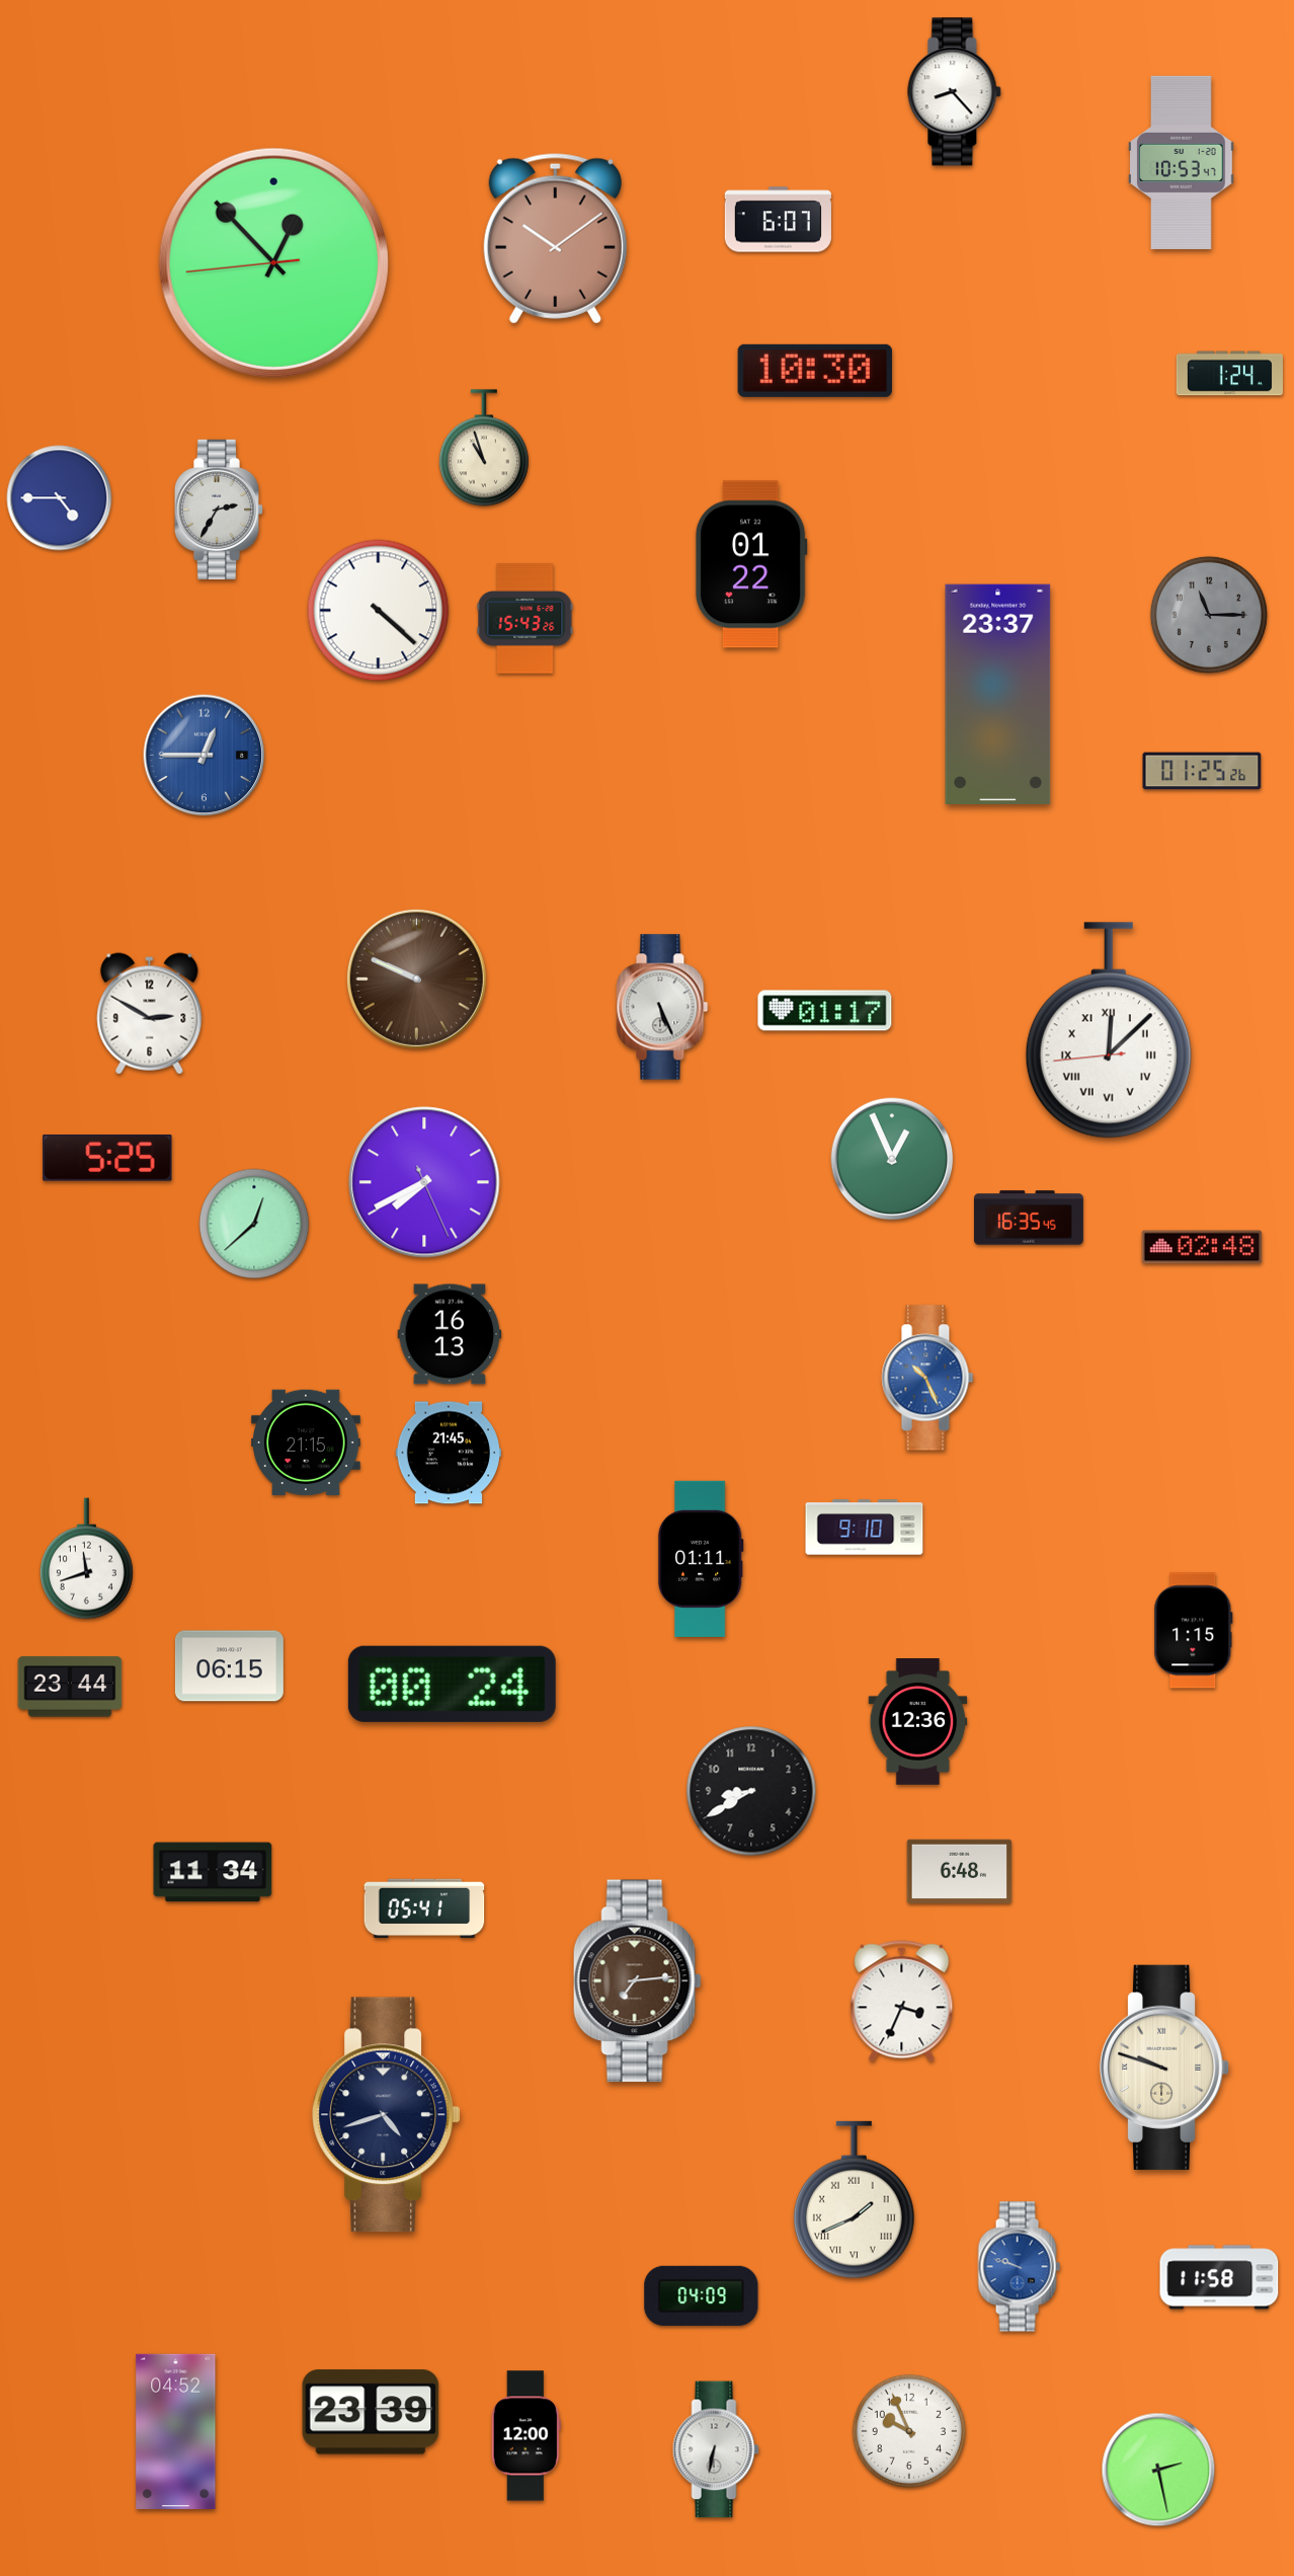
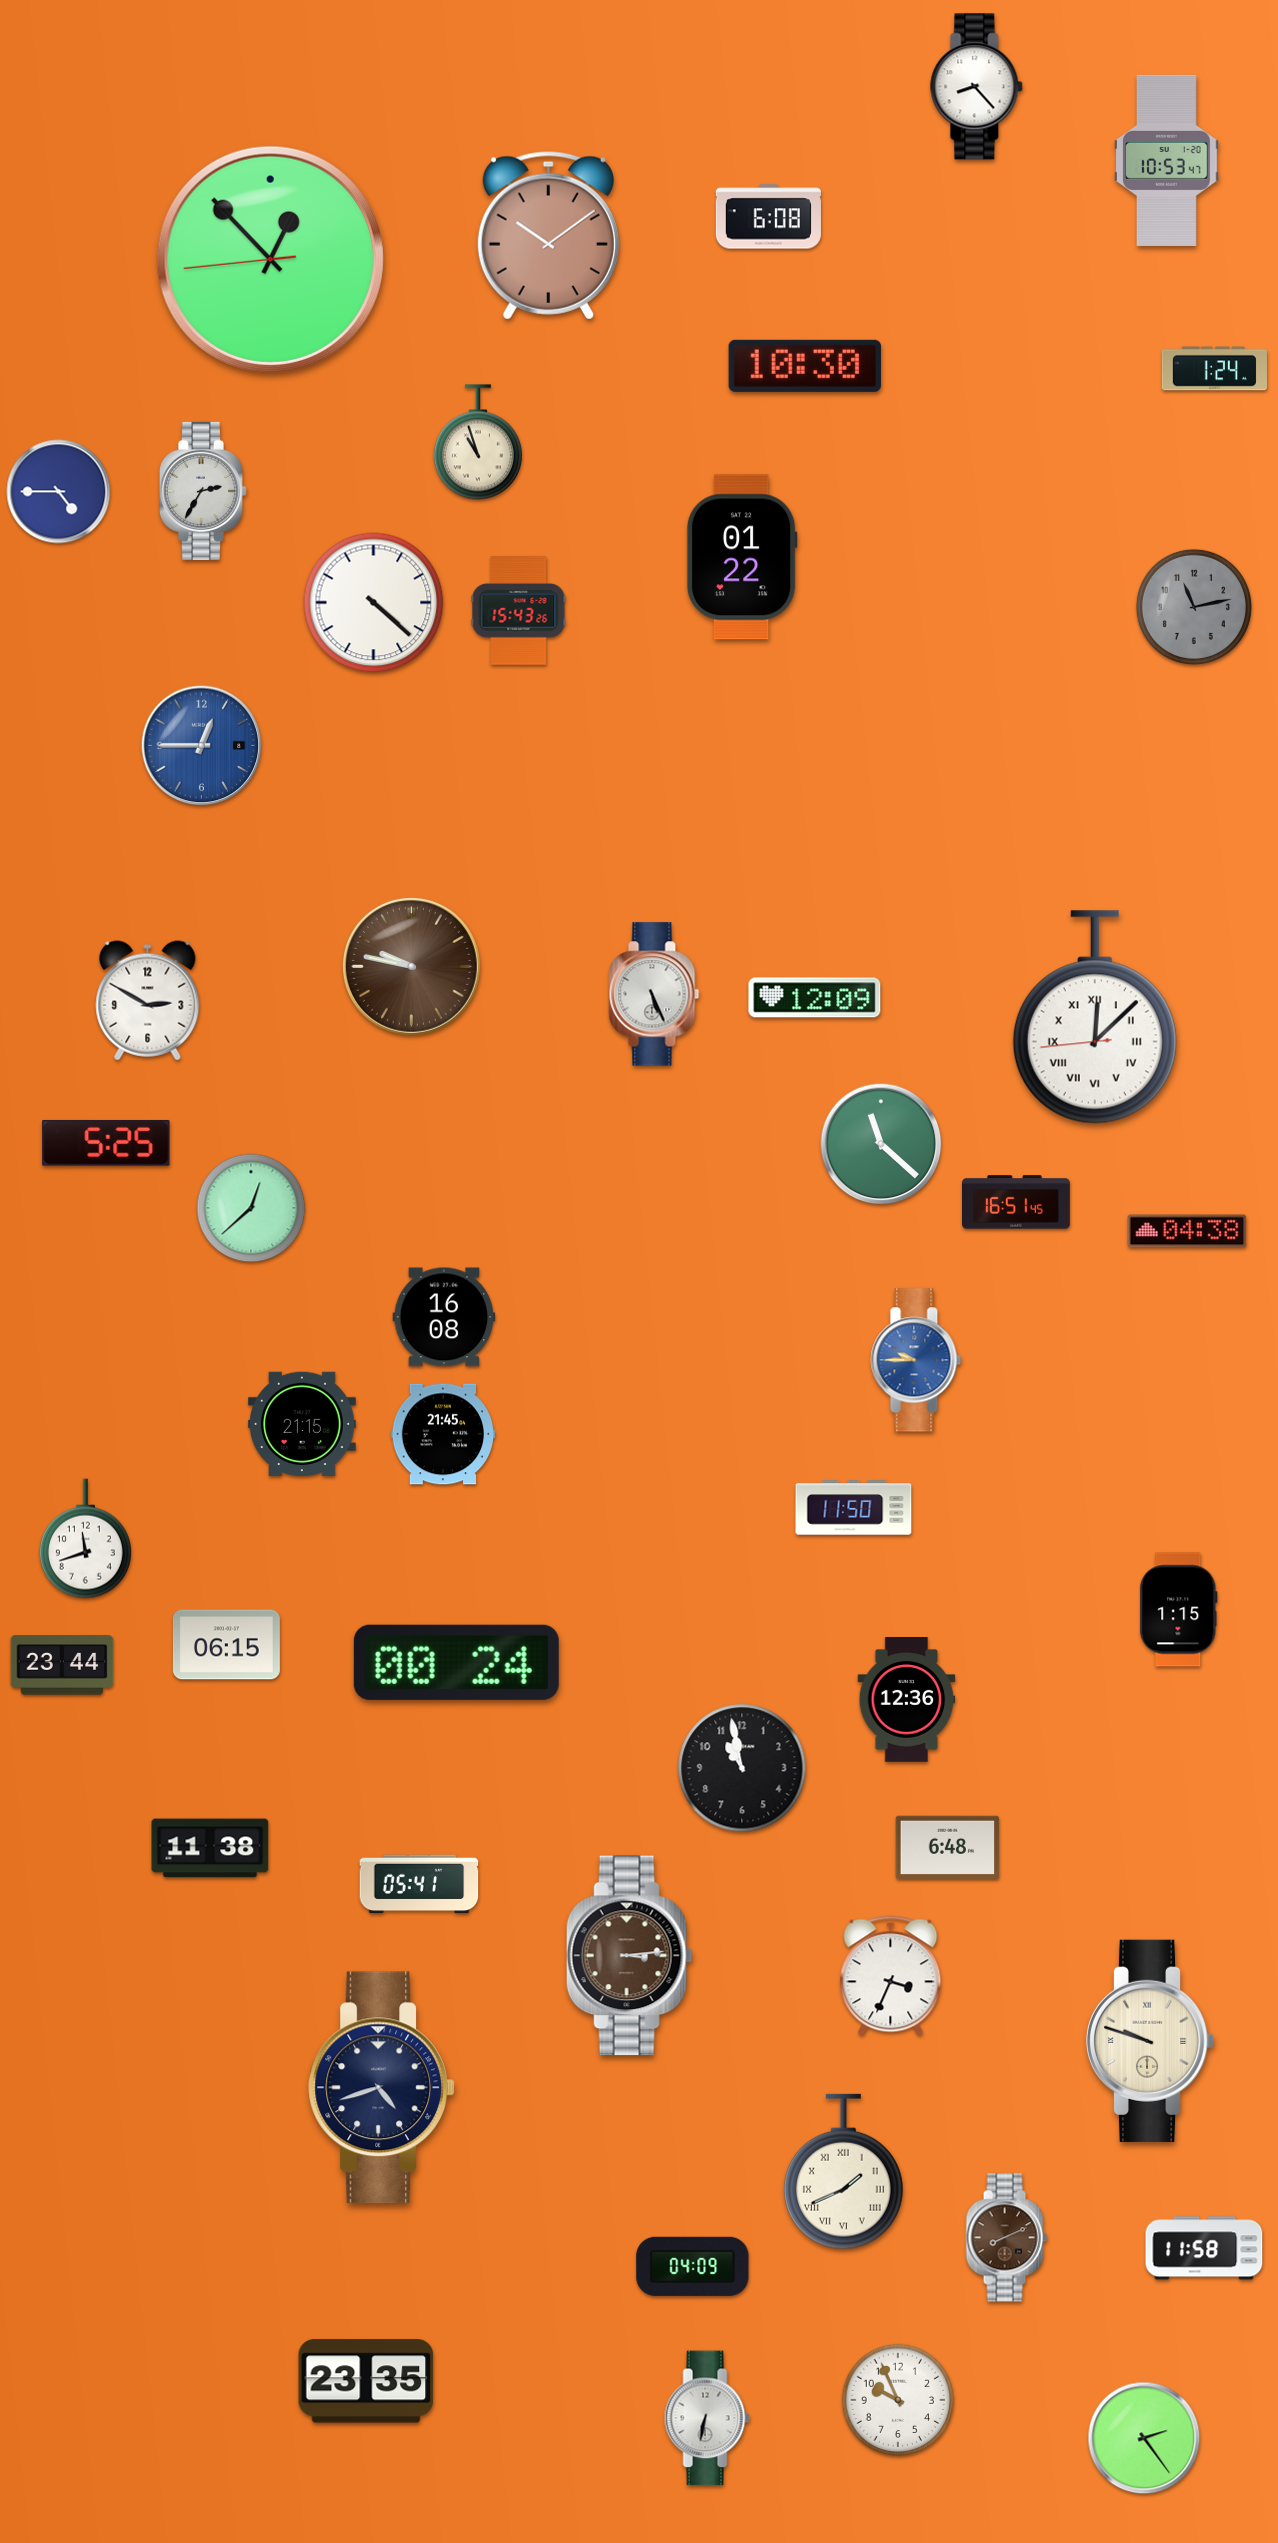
clock at (955, 92) position: (955, 92) -> (977, 87)
clock at (778, 220): 6:07 -> 6:08
clock at (218, 510) position: (218, 510) -> (202, 491)
clock at (1209, 615): 11:15 -> 11:13
clock at (998, 694): 23:37 -> none
clock at (1202, 771): 01:25 -> none
clock at (416, 979): 9:49 -> 9:47
clock at (825, 1011): 01:17 -> 12:09
clock at (892, 1159): 12:56 -> 11:22
clock at (424, 1182): 7:40 -> none
clock at (1030, 1218): 16:35 -> 16:51
clock at (1202, 1247): 02:48 -> 04:38
clock at (450, 1334): 16:13 -> 16:08
clock at (927, 1378): 10:26 -> 9:45
clock at (865, 1528): 9:10 -> 11:50
clock at (701, 1559): 01:11 -> none
clock at (452, 1684) position: (452, 1684) -> (456, 1662)
clock at (70, 1687) position: (70, 1687) -> (62, 1665)
clock at (751, 1791): 8:40 -> 10:58
clock at (213, 1872): 11:34 -> 11:38
clock at (637, 1981): 7:14 -> 3:14
clock at (1019, 2267): 9:48 -> 8:11
clock at (1019, 2267) dial: blue -> brown
clock at (371, 2412): 23:39 -> 23:35
clock at (176, 2431): 04:52 -> none
clock at (525, 2436): 12:00 -> none
clock at (1158, 2470): 2:28 -> 2:24
